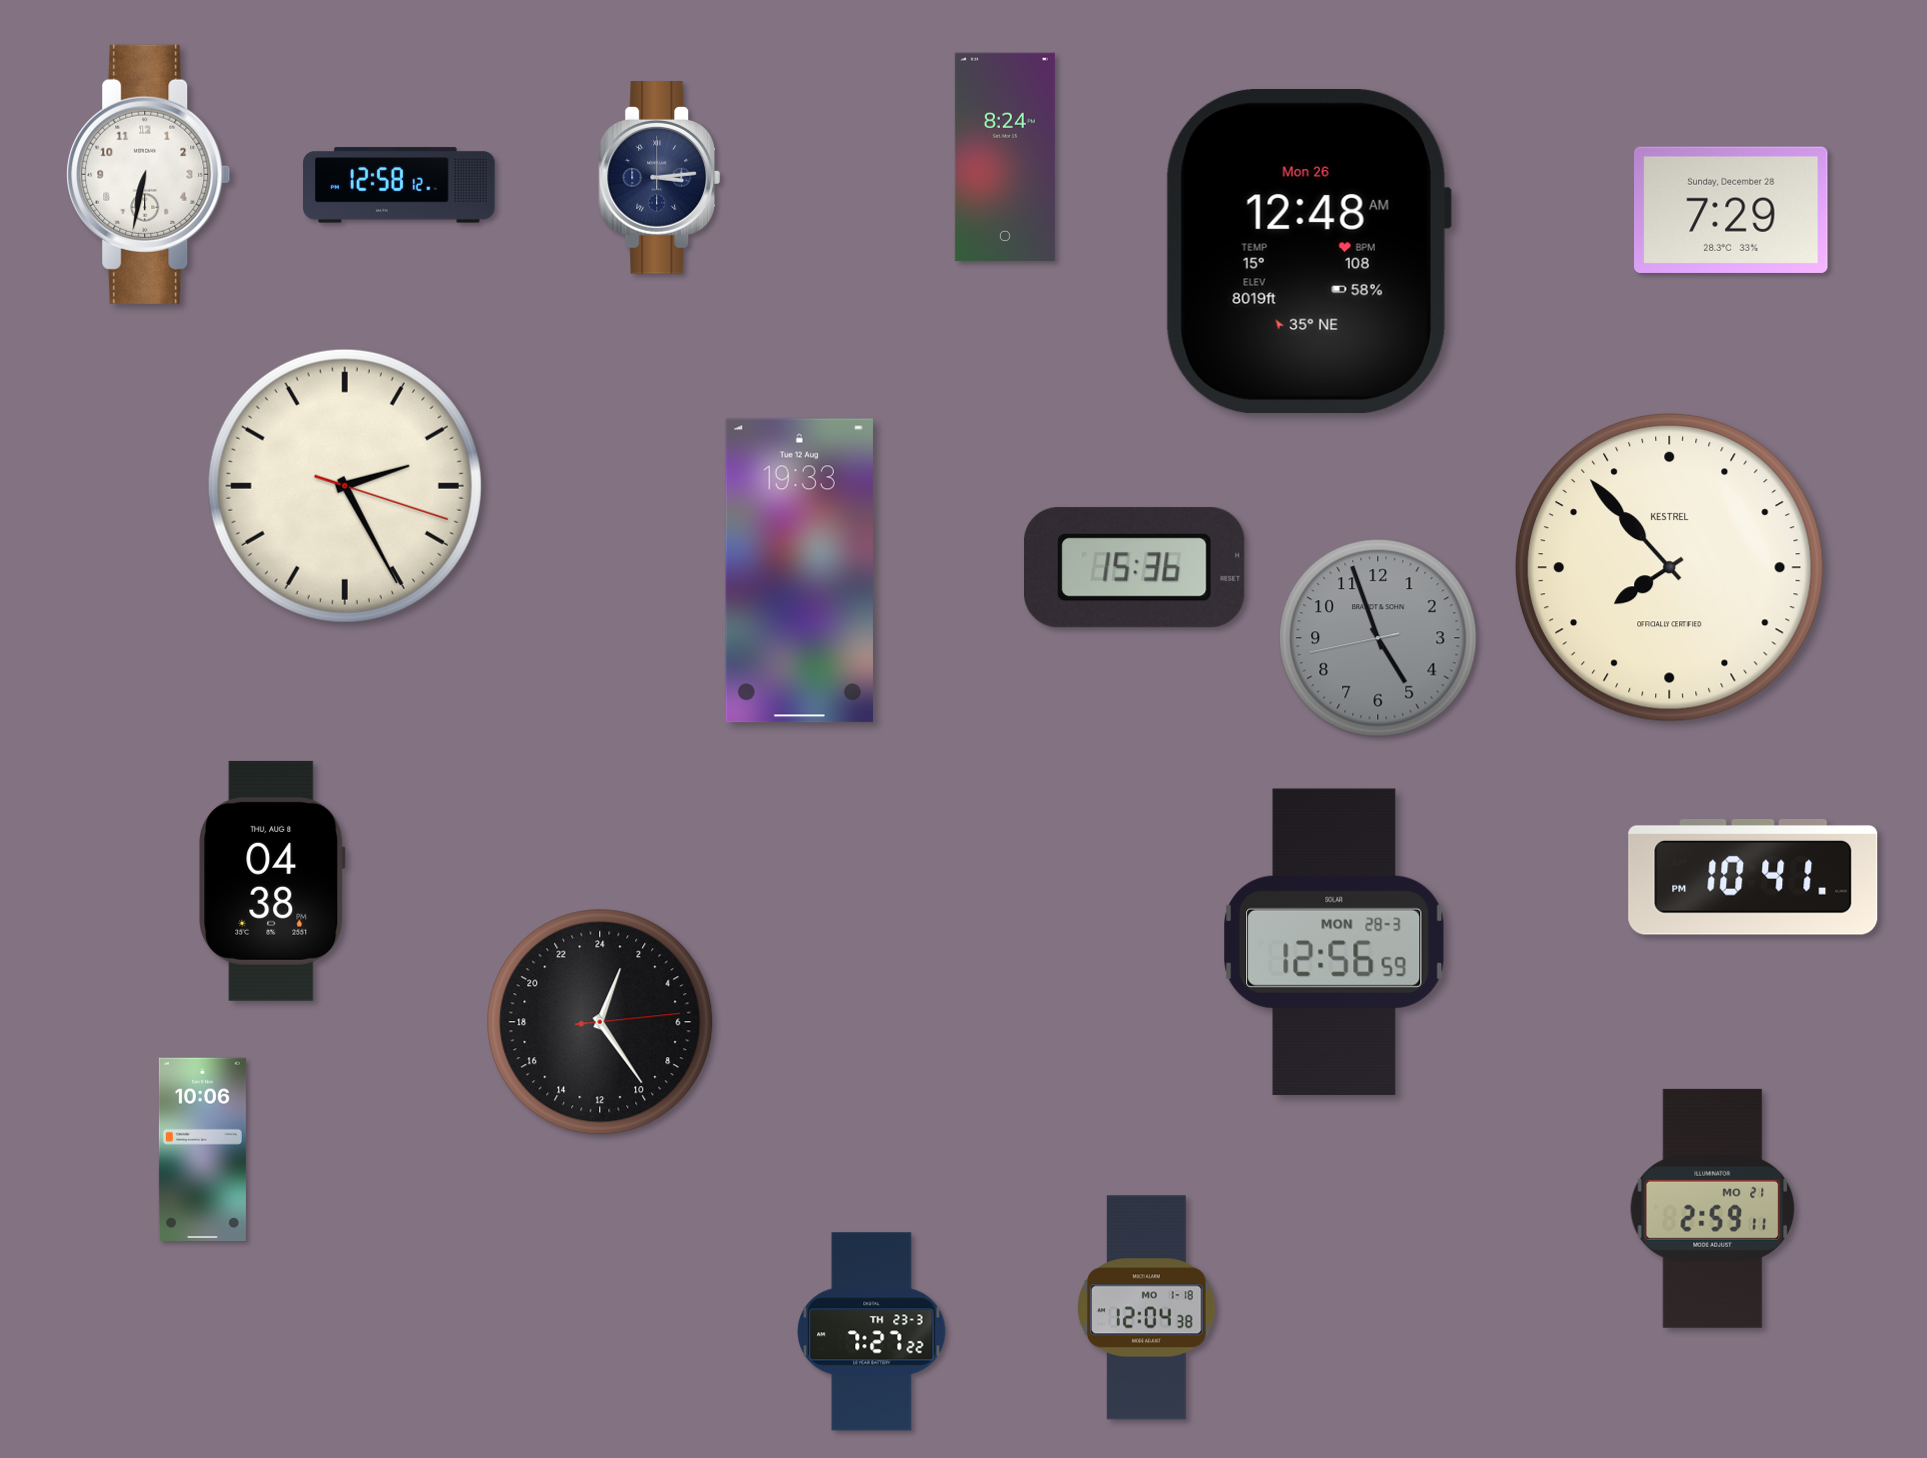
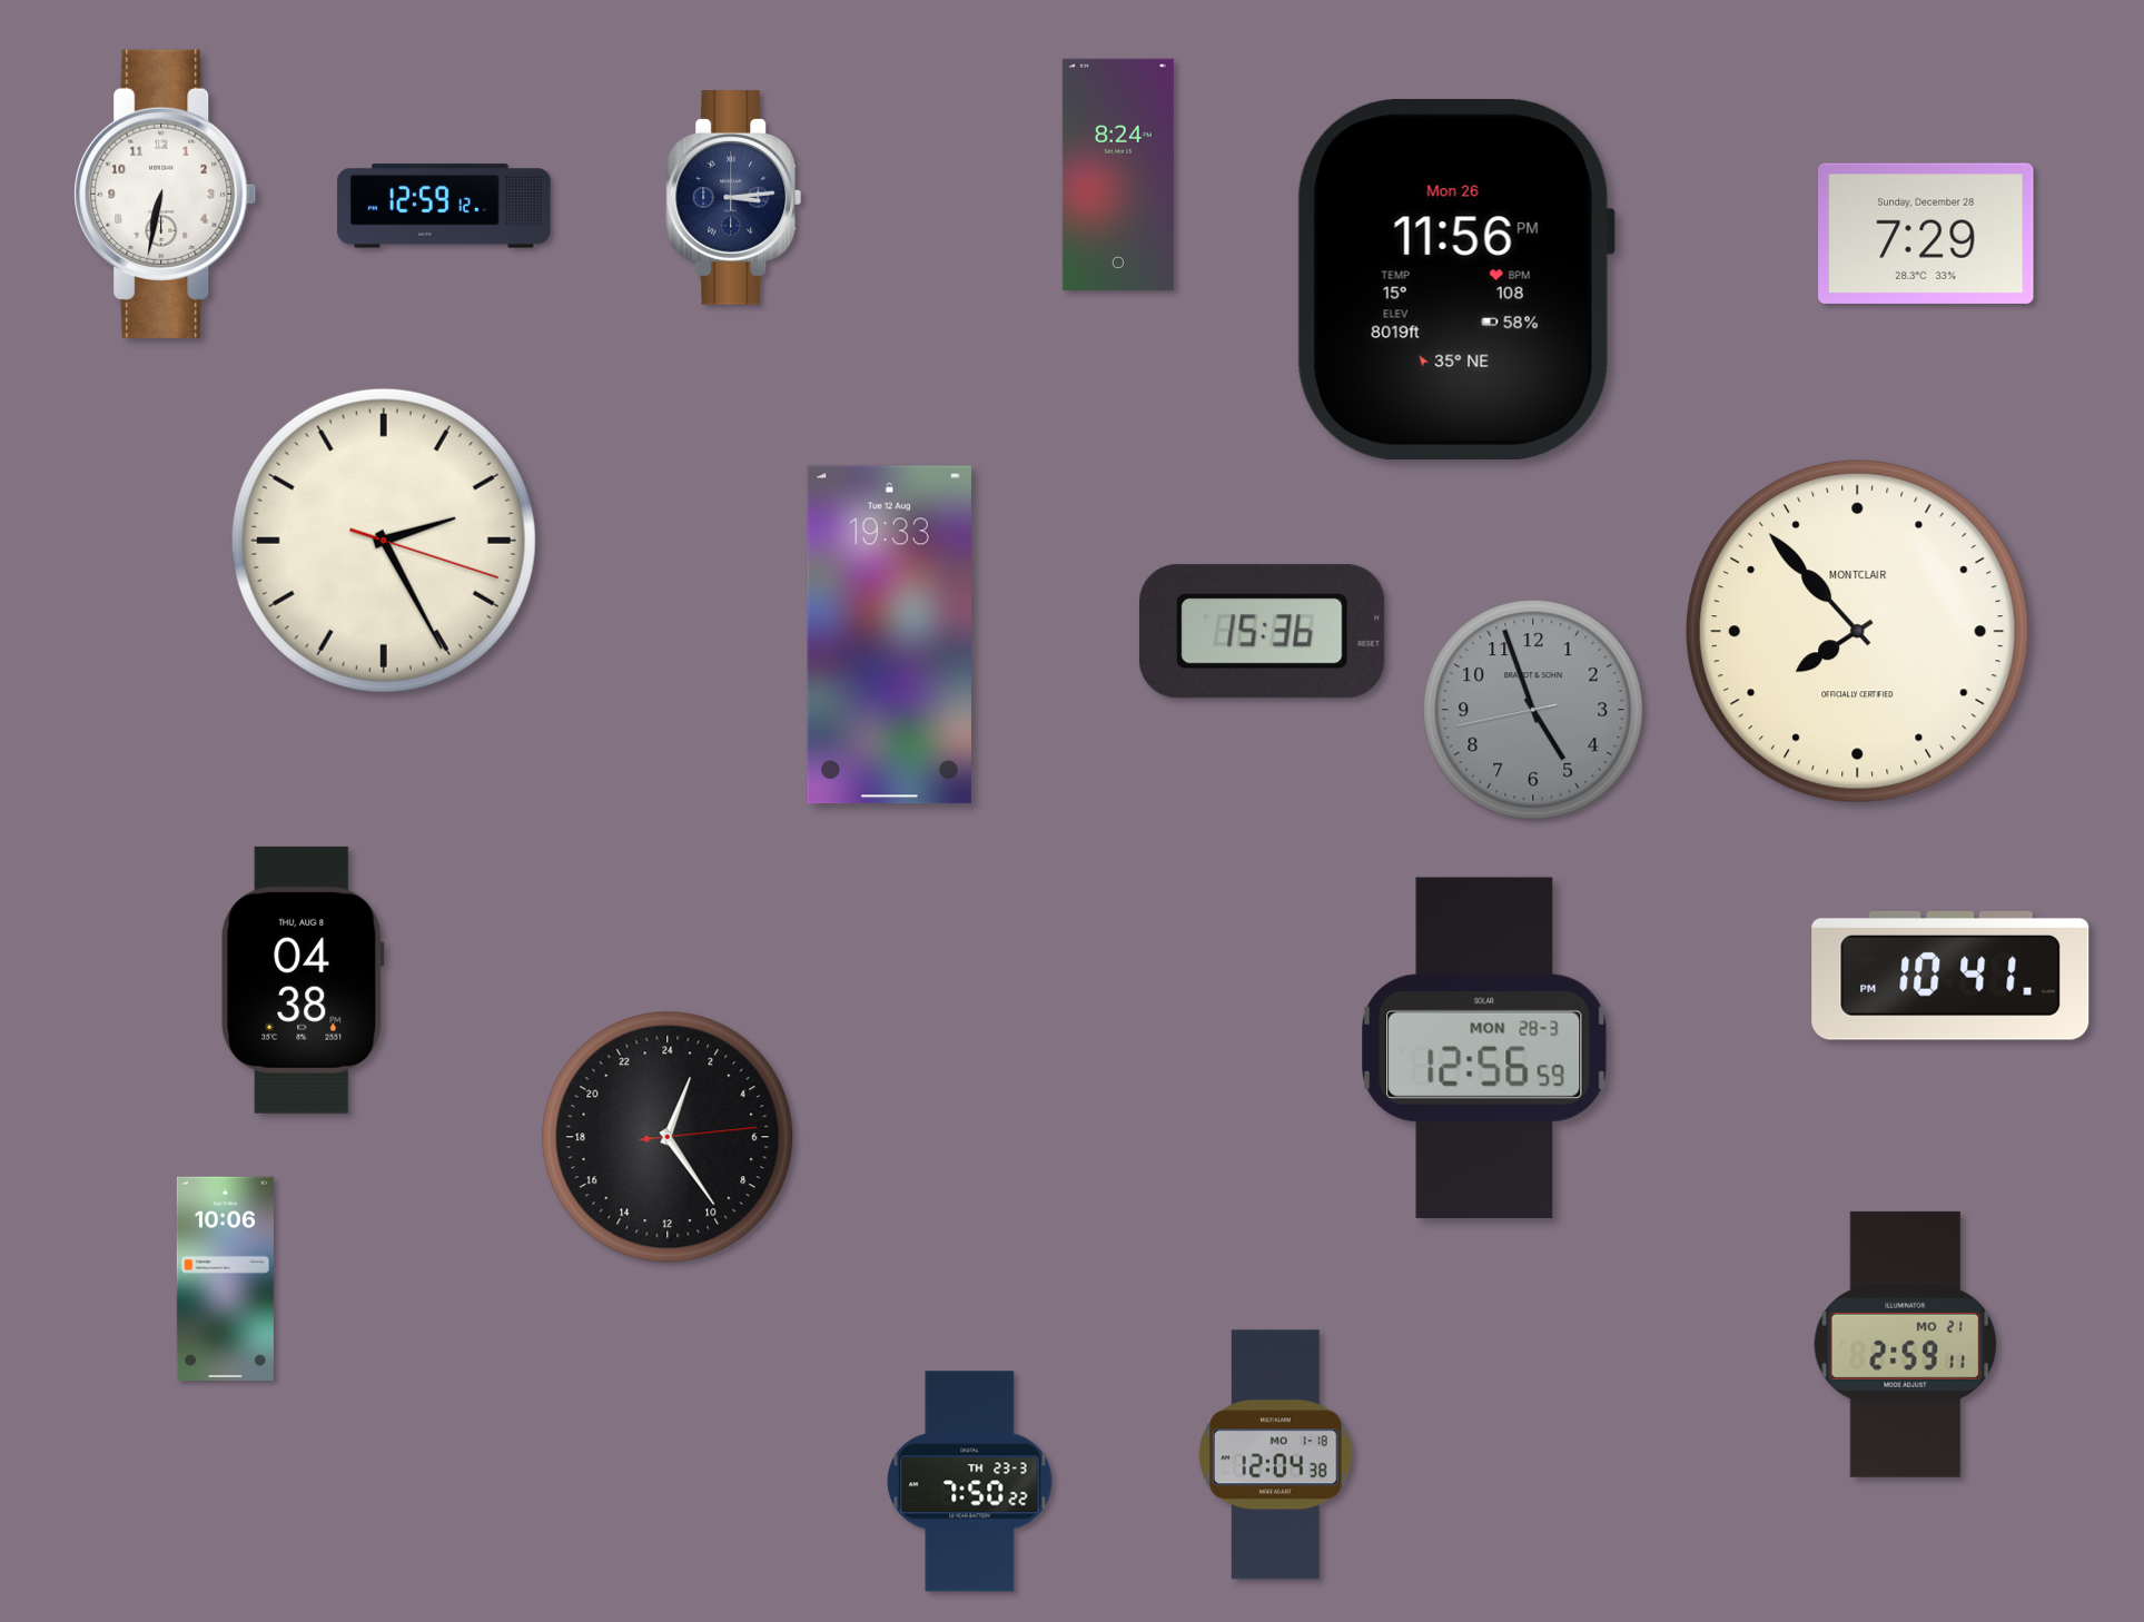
clock at (399, 185): 12:58 -> 12:59
clock at (1307, 252): 12:48 -> 11:56
clock at (1669, 567) brand: KESTREL -> MONTCLAIR
clock at (872, 1332): 7:27 -> 7:50
